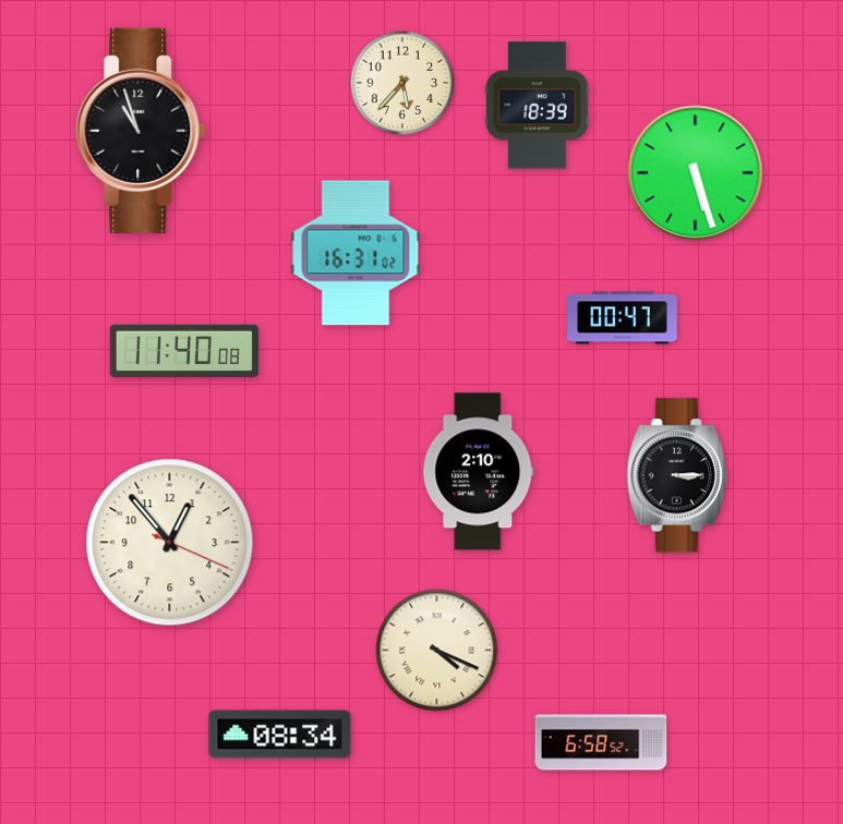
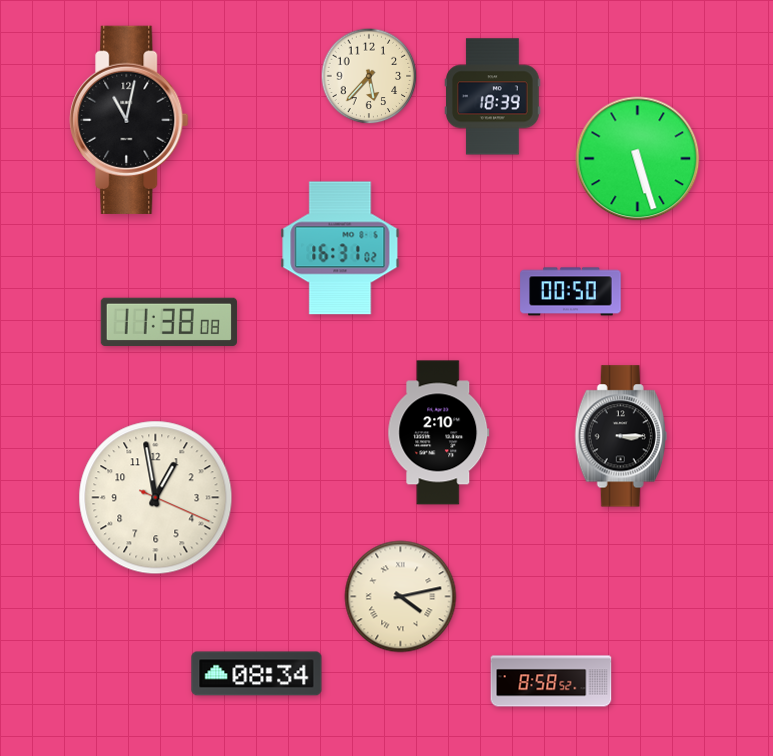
clock at (141, 131): 10:57 -> 11:02
clock at (356, 253) position: (356, 253) -> (340, 248)
clock at (623, 318): 00:47 -> 00:50
clock at (184, 351): 11:40 -> 11:38
clock at (170, 543): 12:53 -> 12:58
clock at (437, 651): 4:19 -> 4:13
clock at (601, 742): 6:58 -> 8:58
